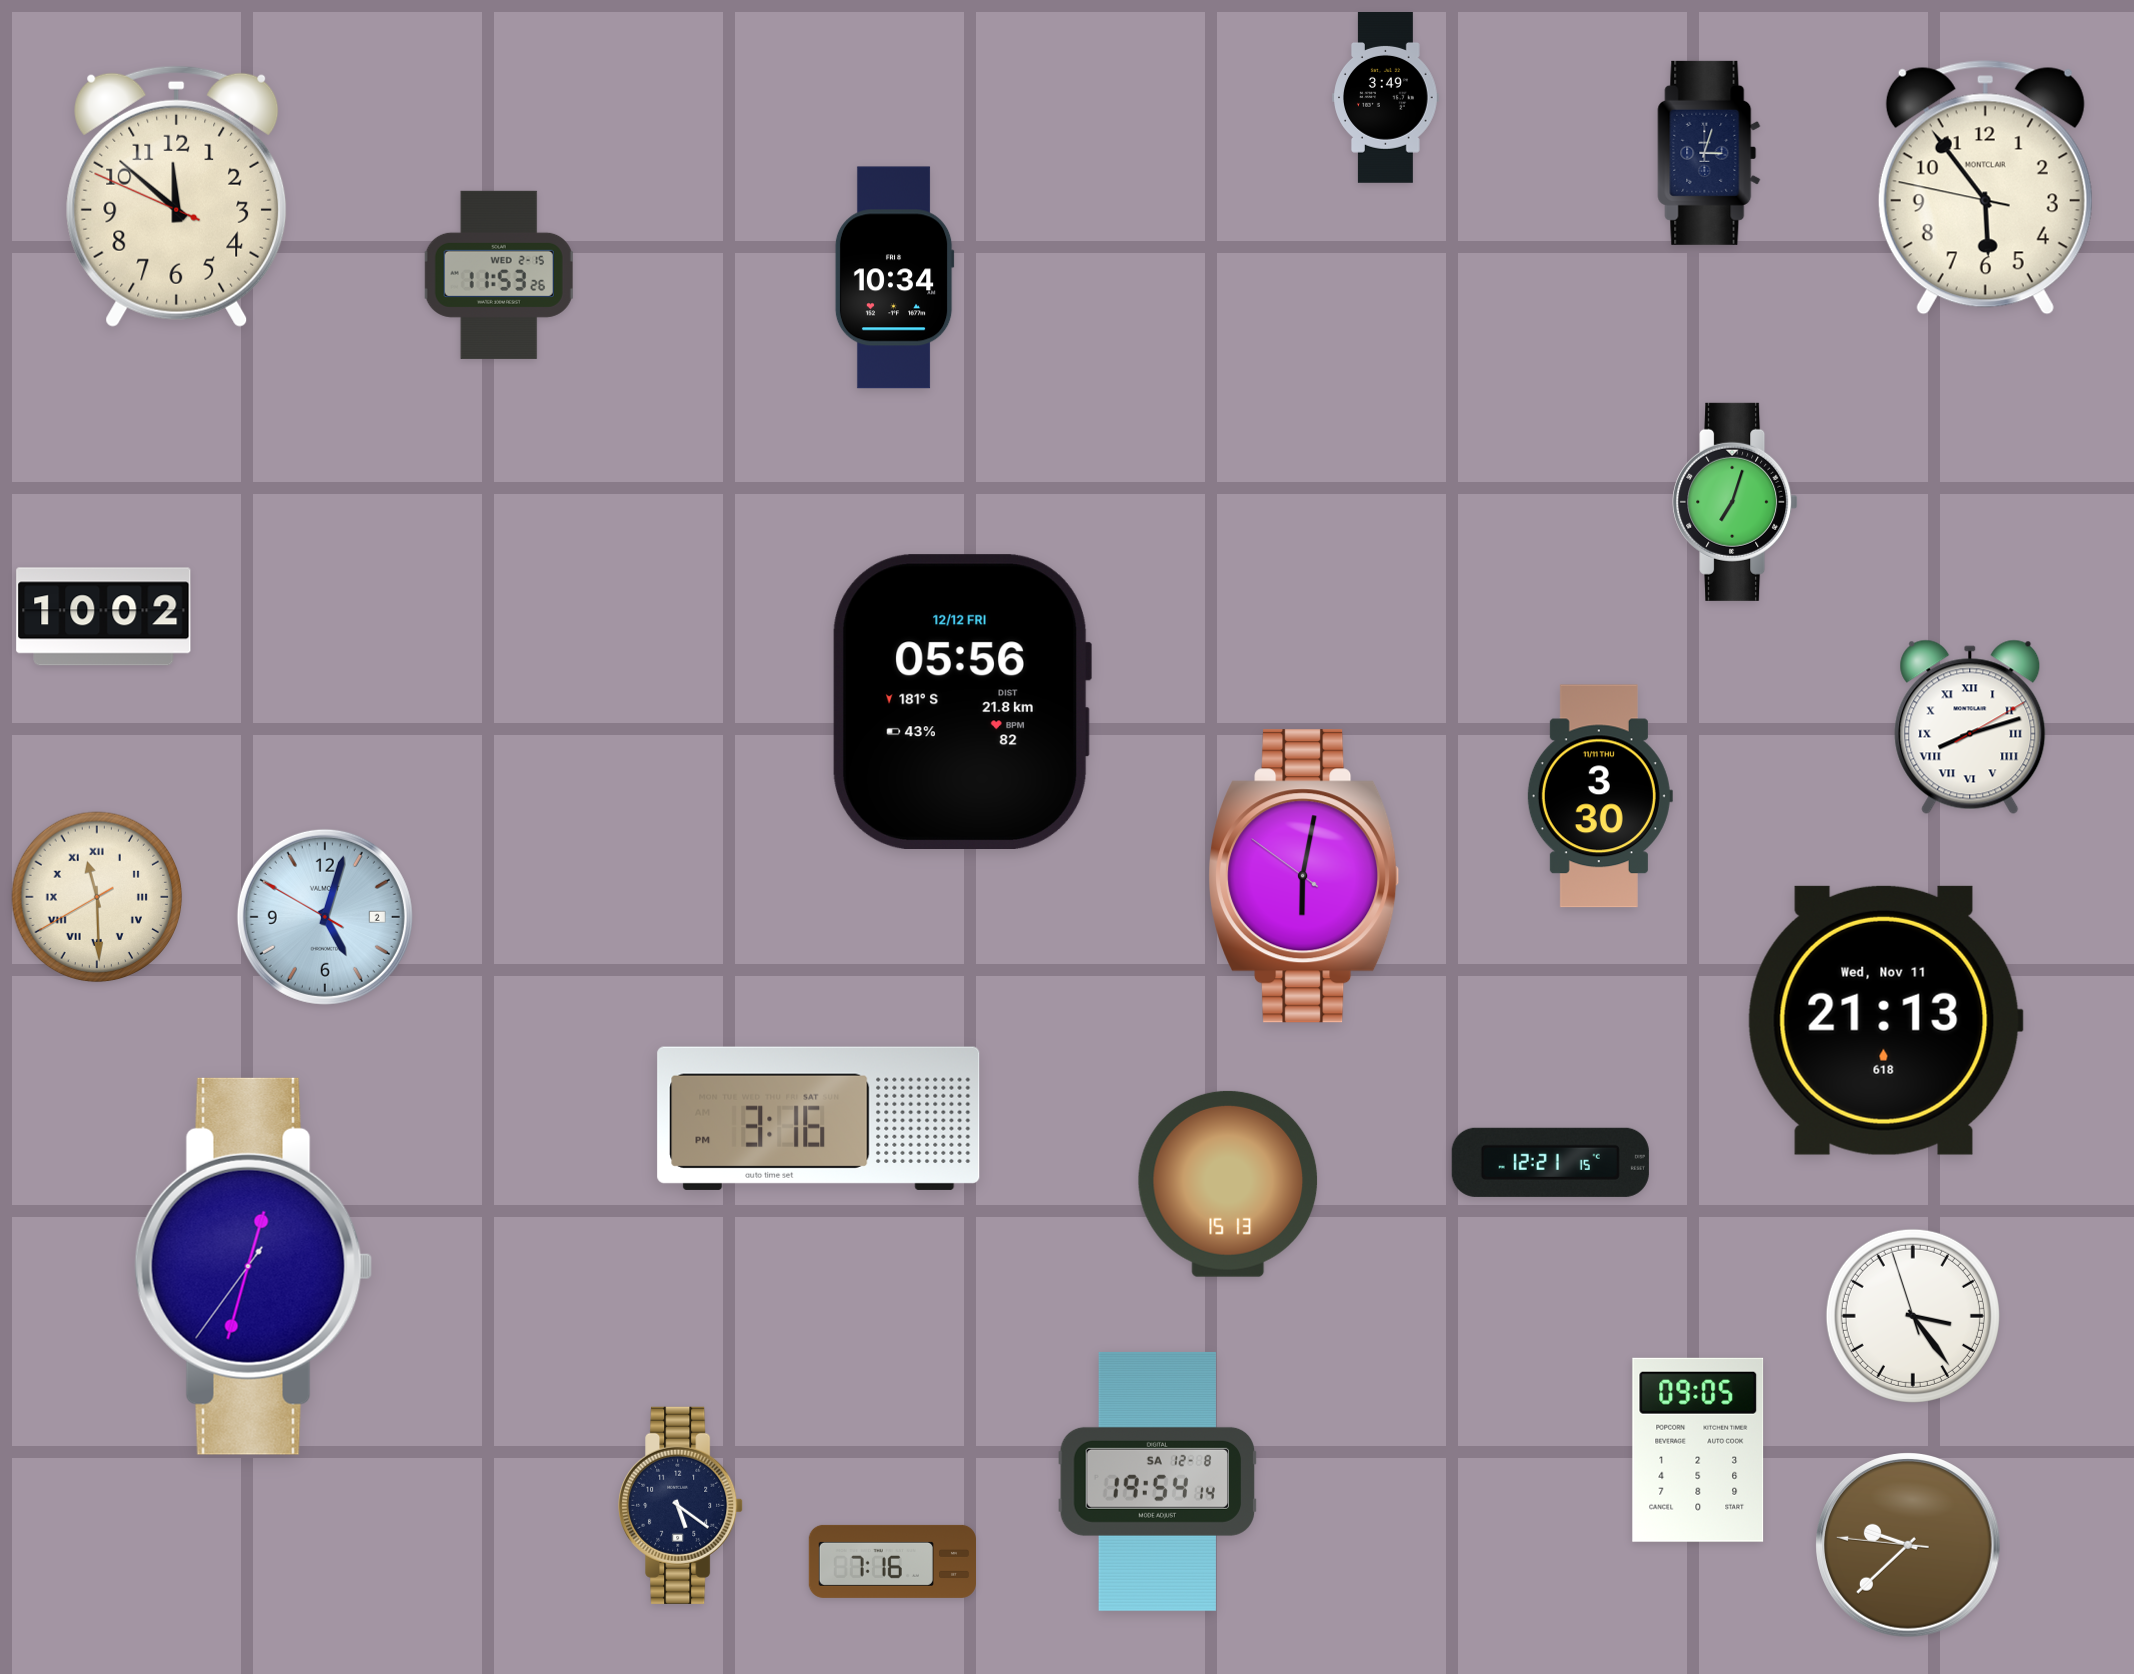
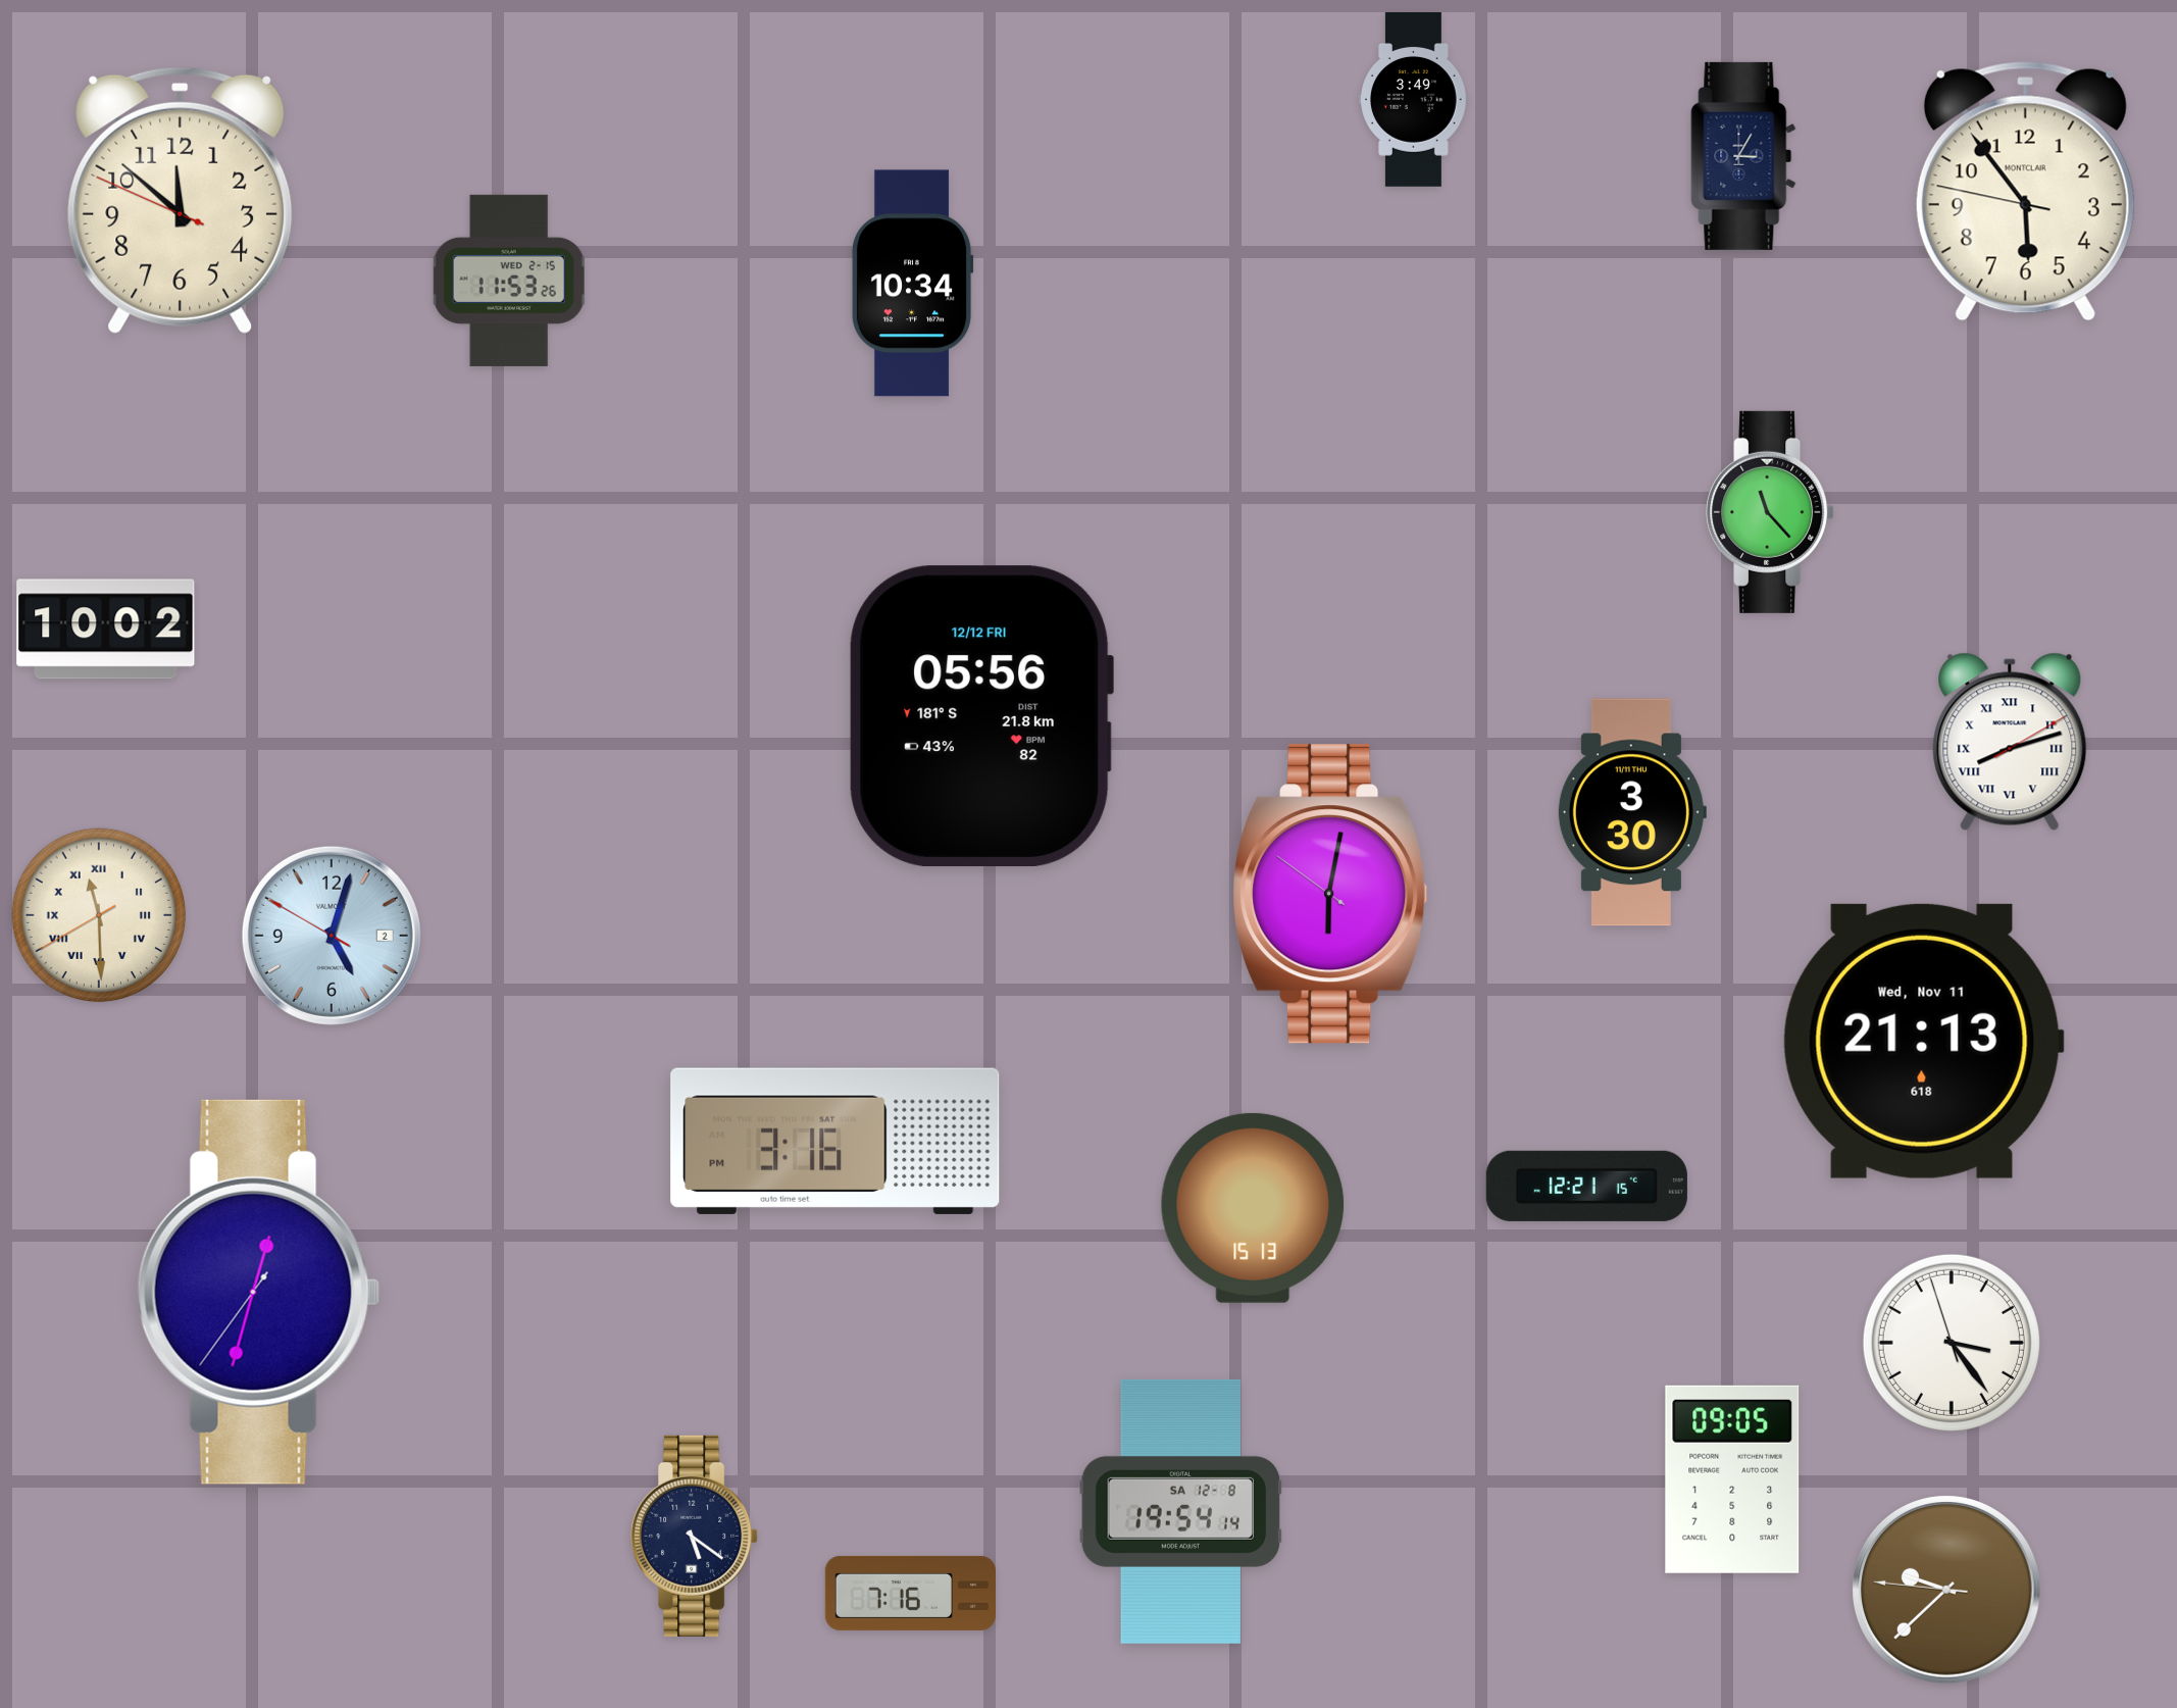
clock at (1709, 153): 3:03 -> 3:05
clock at (1735, 502): 7:03 -> 11:23
clock at (1550, 1162) position: (1550, 1162) -> (1586, 1186)
clock at (1908, 1545) position: (1908, 1545) -> (1946, 1590)
